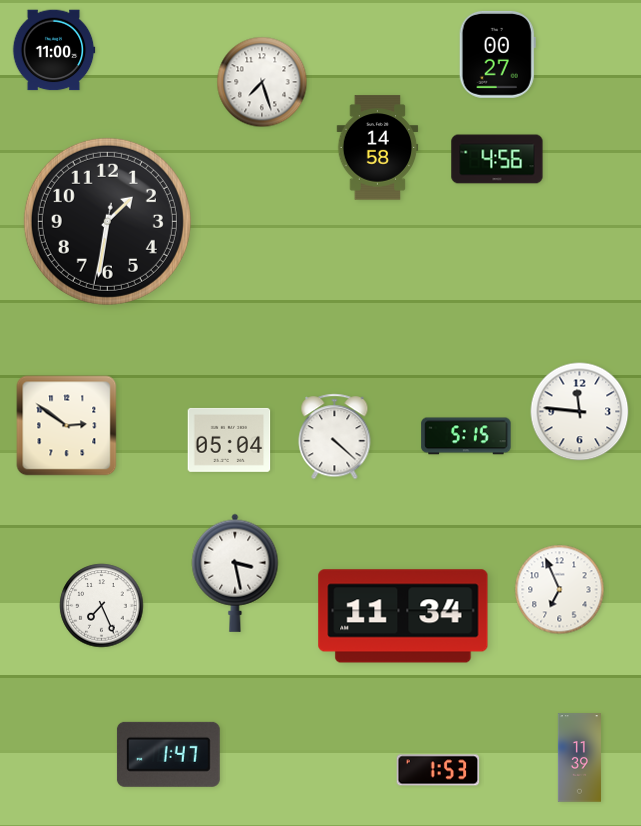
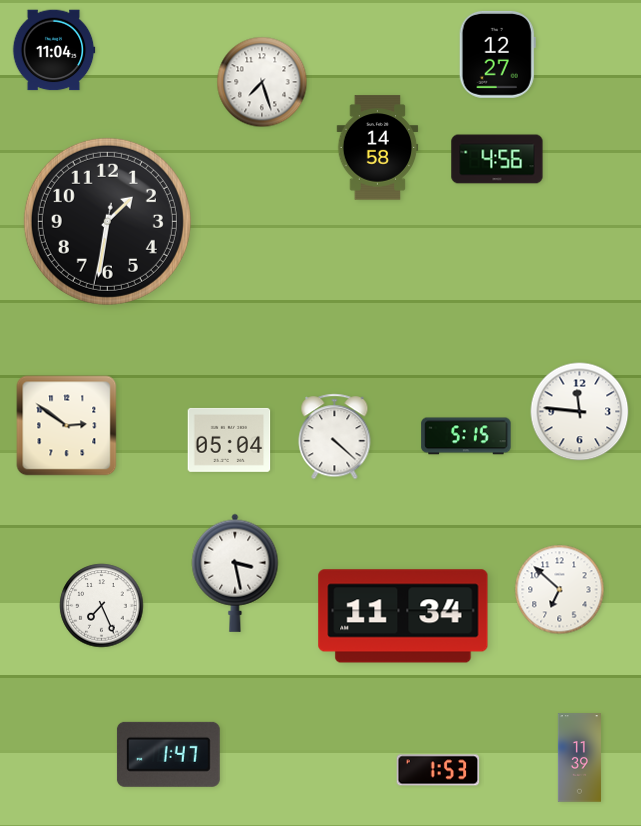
clock at (54, 50): 11:00 -> 11:04
clock at (497, 54): 00:27 -> 12:27
clock at (560, 590): 6:56 -> 6:52
